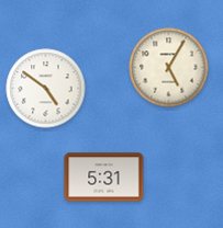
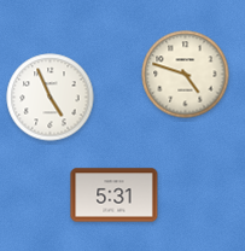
clock at (169, 68): 5:05 -> 4:48
clock at (46, 89): 4:51 -> 4:56
